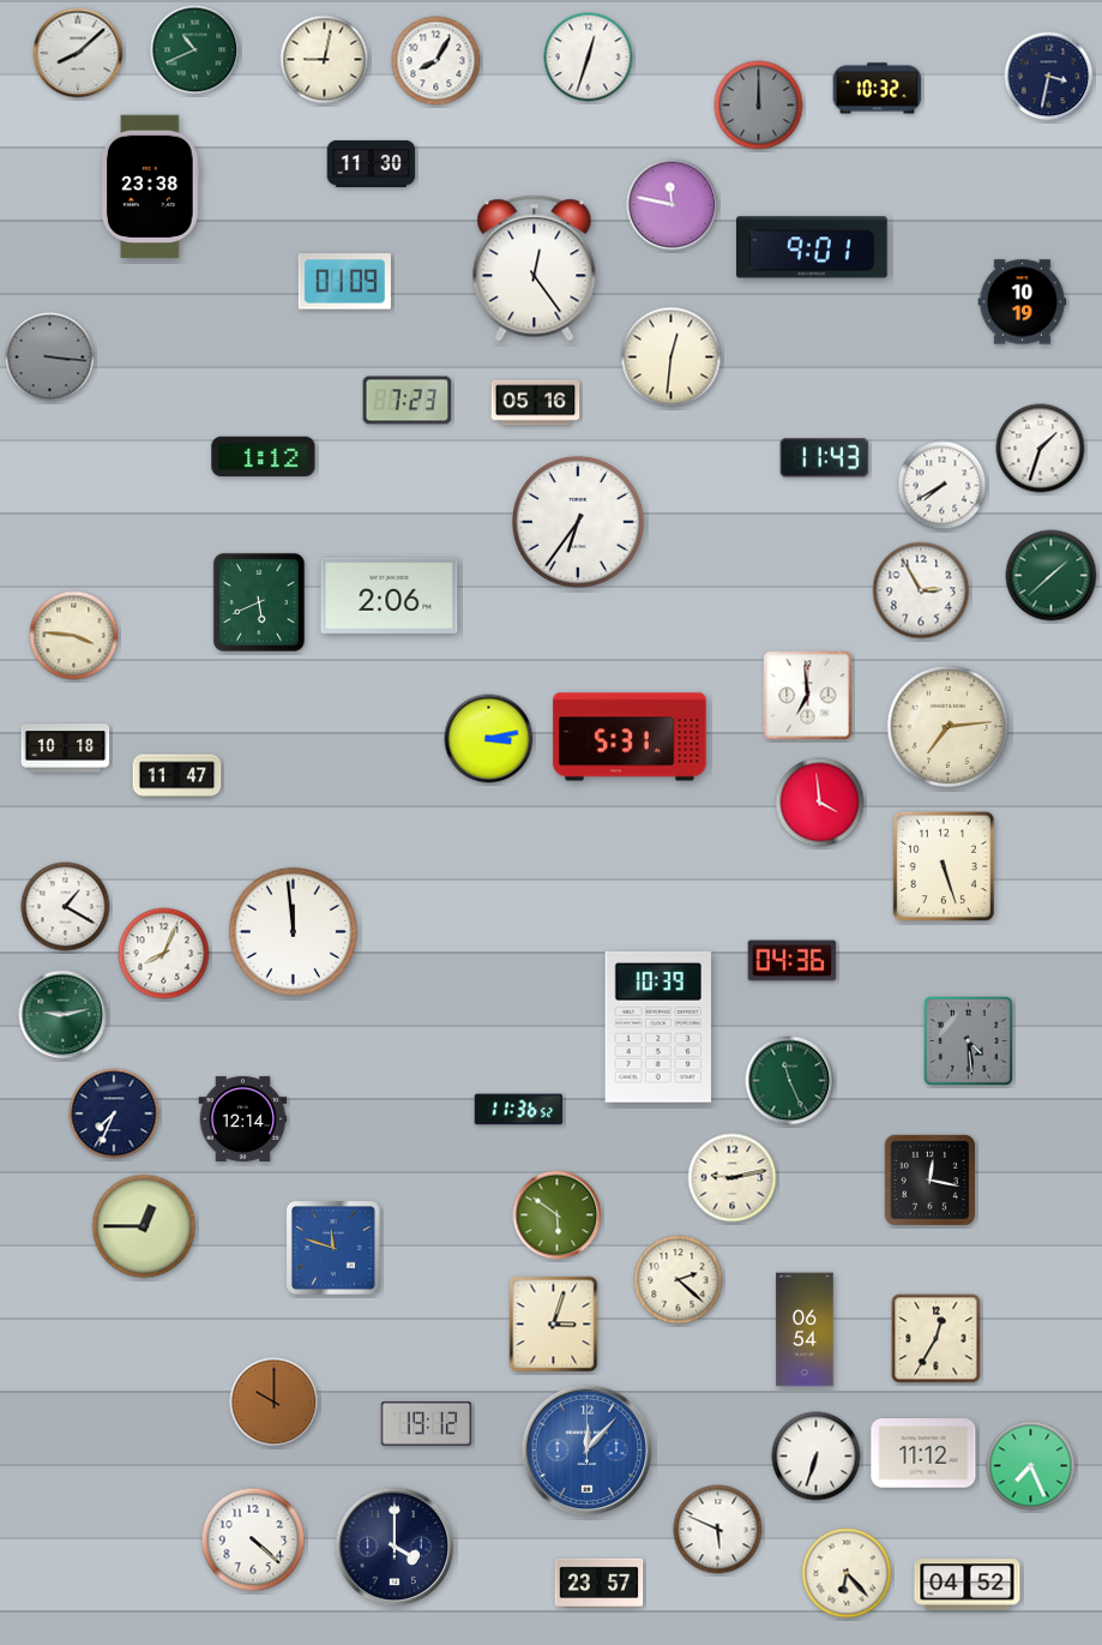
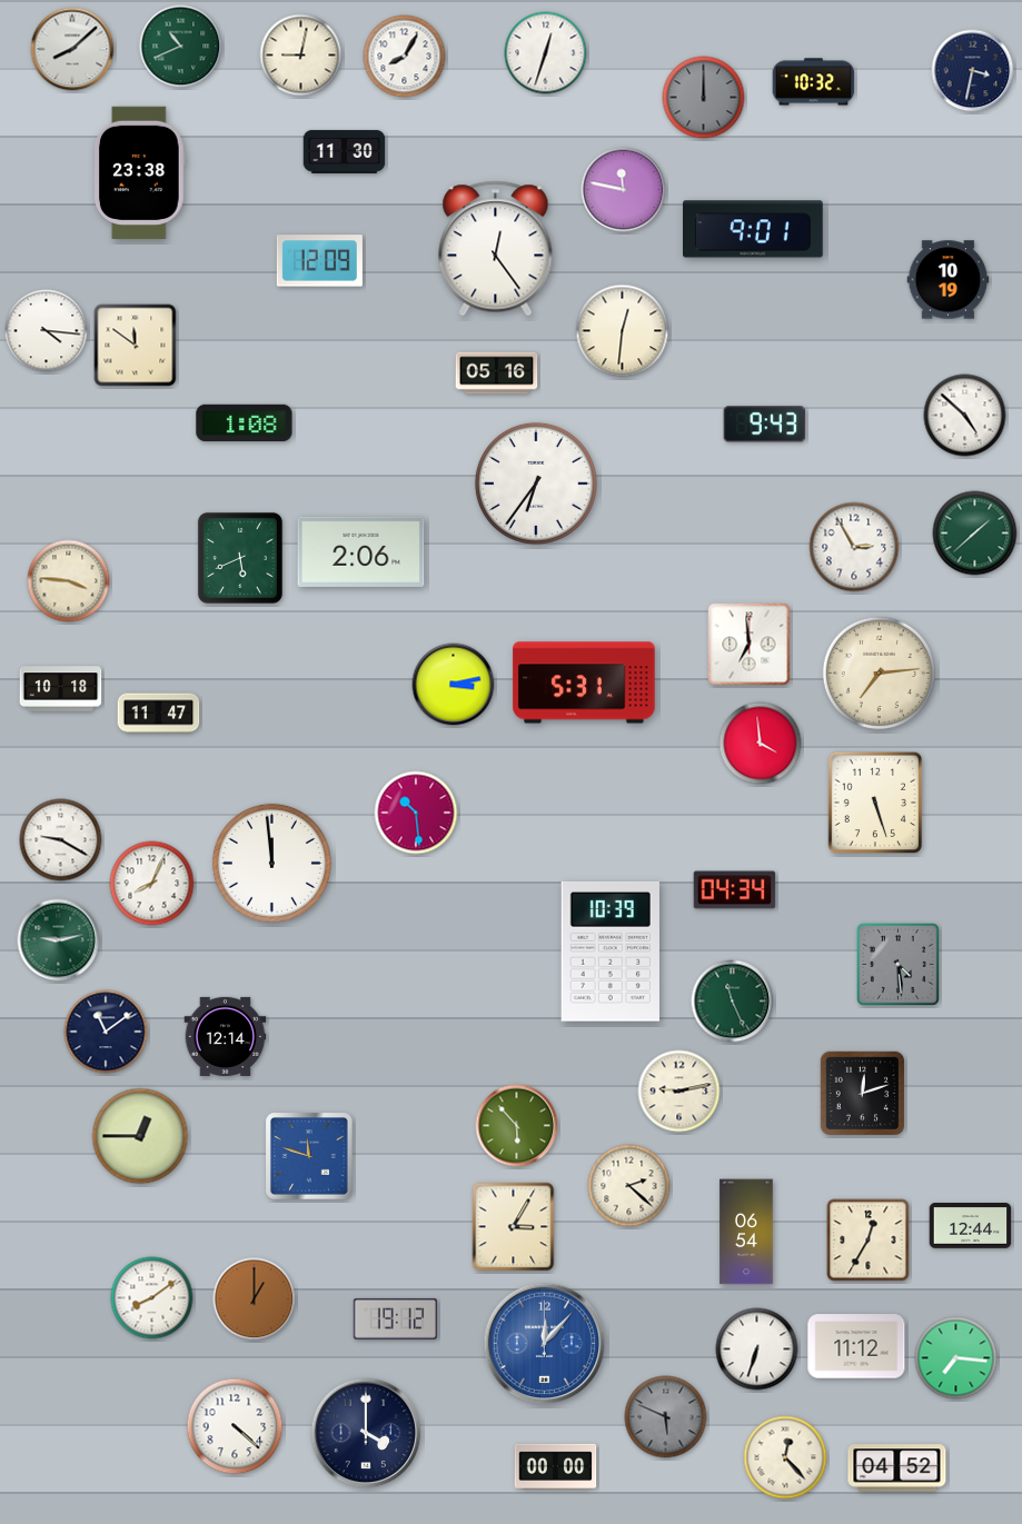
clock at (344, 282): 01:09 -> 12:09
clock at (50, 358): 3:16 -> 4:16
clock at (50, 358) dial: grey -> white
clock at (136, 346): none -> 11:51
clock at (408, 401): 7:23 -> none
clock at (1041, 449): 1:33 -> 4:52
clock at (264, 457): 1:12 -> 1:08
clock at (825, 458): 11:43 -> 9:43
clock at (943, 486): 7:40 -> none
clock at (74, 636) position: (74, 636) -> (69, 581)
clock at (66, 749) position: (66, 749) -> (61, 689)
clock at (177, 776) position: (177, 776) -> (159, 714)
clock at (416, 813): none -> 10:29
clock at (66, 907): 1:20 -> 9:20
clock at (793, 961): 04:36 -> 04:34
clock at (519, 1110): 11:36 -> none
clock at (114, 1113): 7:34 -> 11:09
clock at (929, 1179): 12:17 -> 12:12
clock at (558, 1215): 5:51 -> 5:53
clock at (144, 1226) position: (144, 1226) -> (140, 1136)
clock at (971, 1226): none -> 12:44
clock at (554, 1325): 3:03 -> 3:05
clock at (152, 1298): none -> 8:09
clock at (275, 1403): 10:00 -> 1:00
clock at (1031, 1466): 7:26 -> 7:16
clock at (718, 1530) dial: white -> grey
clock at (847, 1573): 6:23 -> 12:23
clock at (600, 1584): 23:57 -> 00:00
